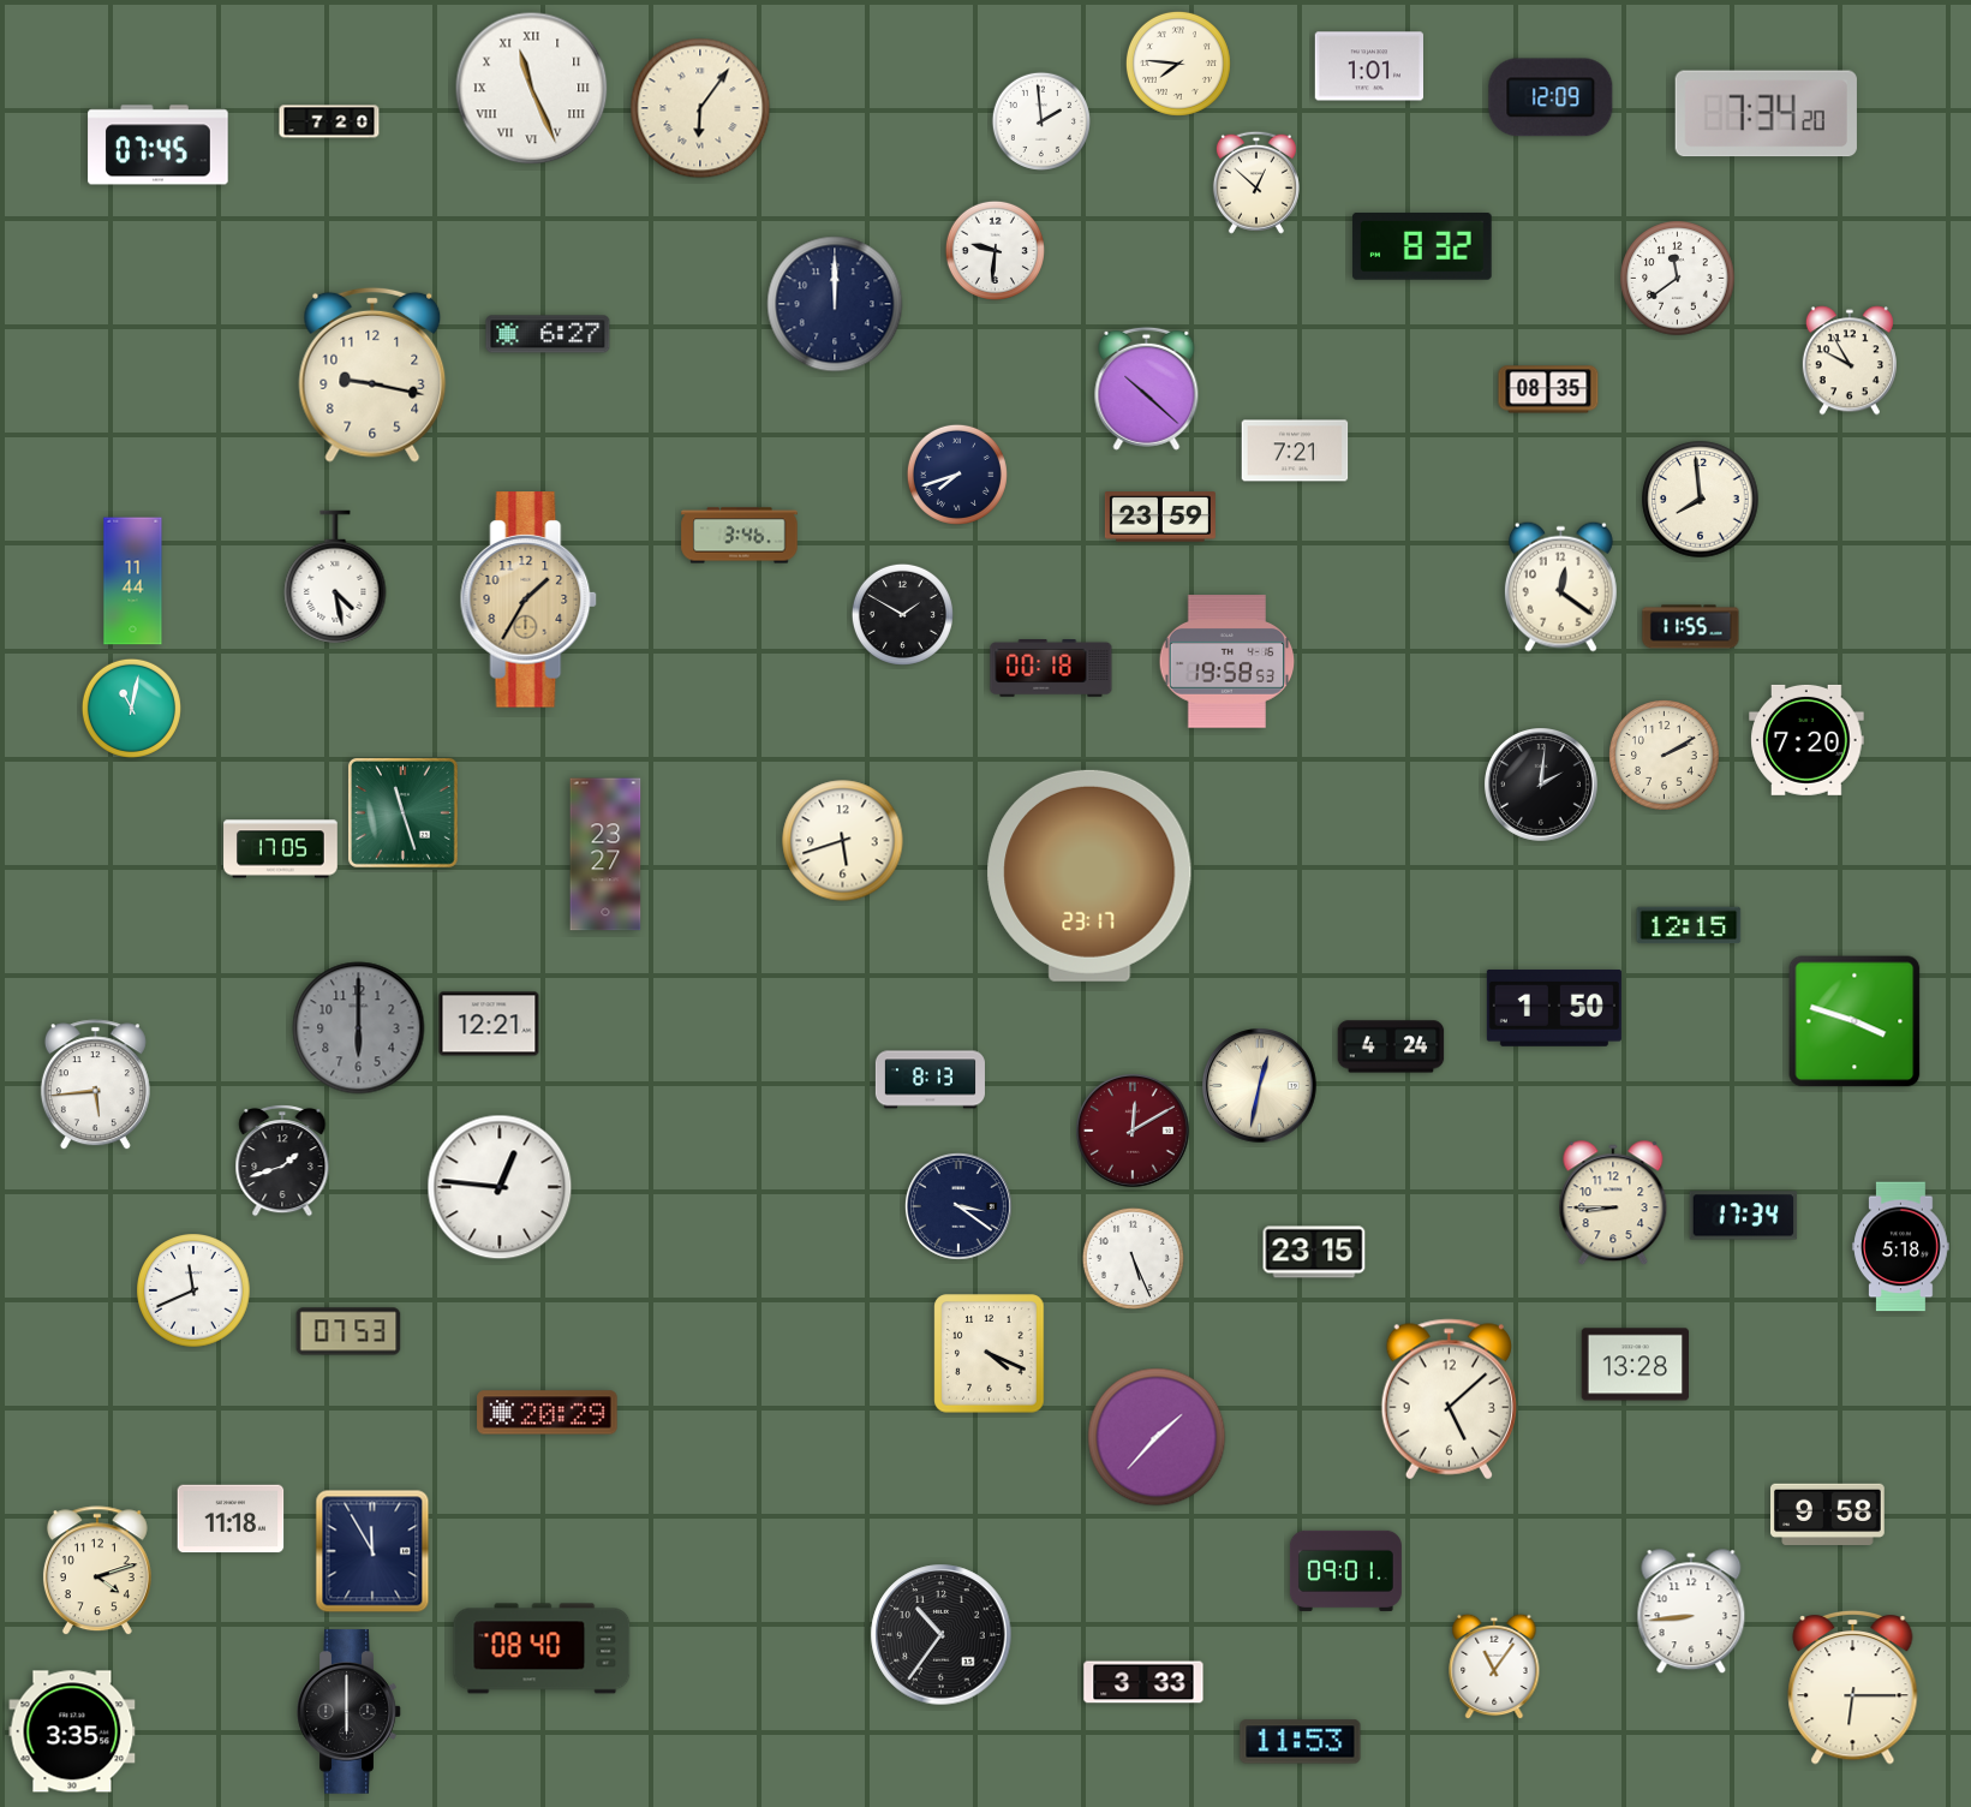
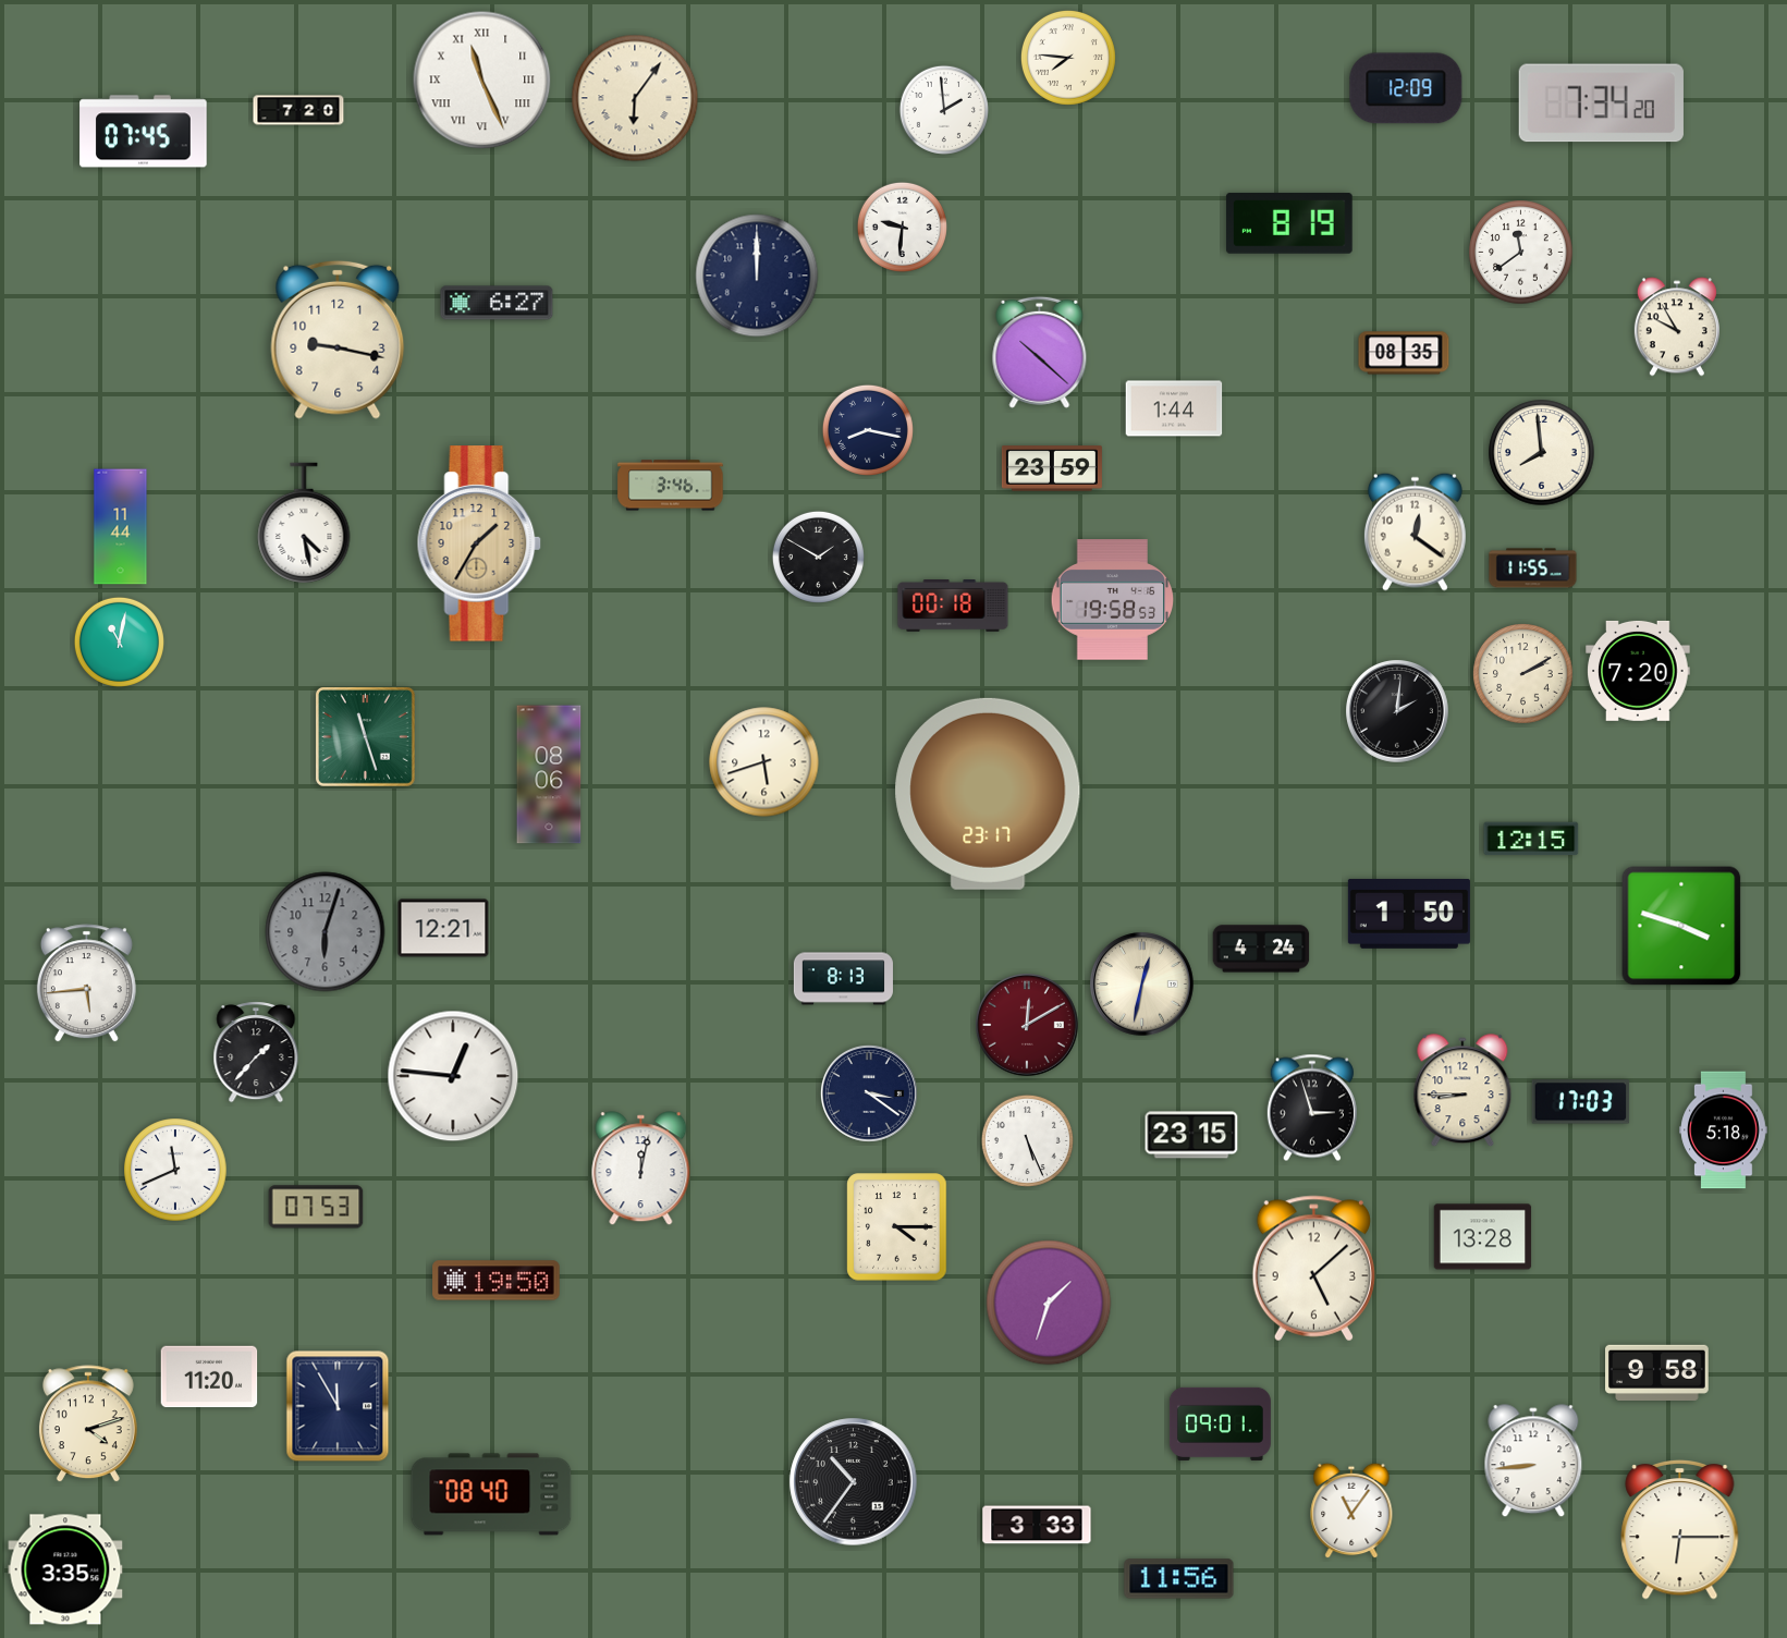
clock at (1368, 66): 1:01 -> none
clock at (1256, 183): 12:52 -> none
clock at (1422, 246): 8:32 -> 8:19
clock at (1295, 451): 7:21 -> 1:44
clock at (957, 475): 7:42 -> 8:17
clock at (1665, 756) position: (1665, 756) -> (1523, 674)
clock at (281, 849): 17:05 -> none
clock at (605, 854): 23:27 -> 08:06
clock at (359, 1028): 6:00 -> 6:03
clock at (282, 1162): 1:42 -> 1:37
clock at (1744, 1216): 17:34 -> 17:03
clock at (1312, 1108): none -> 2:57
clock at (641, 1169): none -> 12:02
clock at (990, 1354): 4:19 -> 4:15
clock at (548, 1413): 20:29 -> 19:50
clock at (1157, 1437): 1:37 -> 1:33
clock at (231, 1519): 11:18 -> 11:20
clock at (1494, 1666) position: (1494, 1666) -> (1351, 1511)
clock at (350, 1712): 6:00 -> none
clock at (1301, 1742): 11:53 -> 11:56
